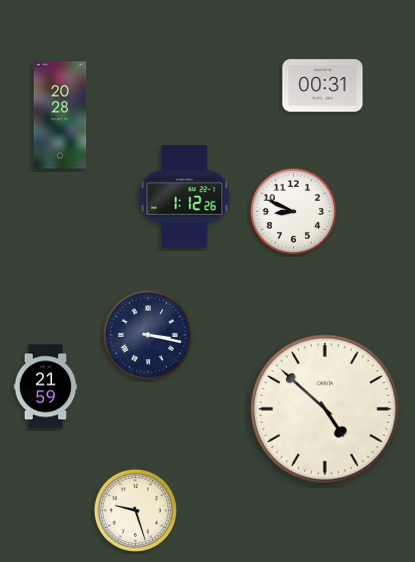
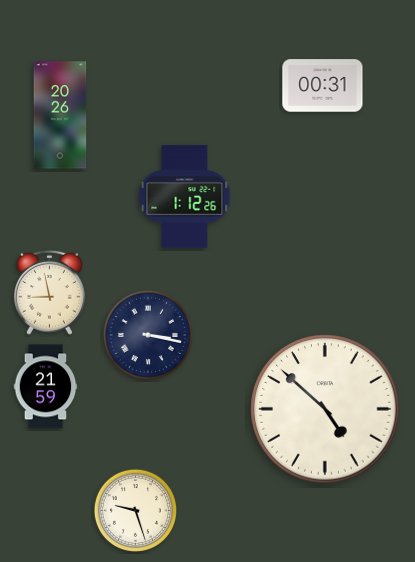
clock at (60, 115): 20:28 -> 20:26
clock at (293, 211): 8:49 -> none
clock at (49, 292): none -> 8:58
